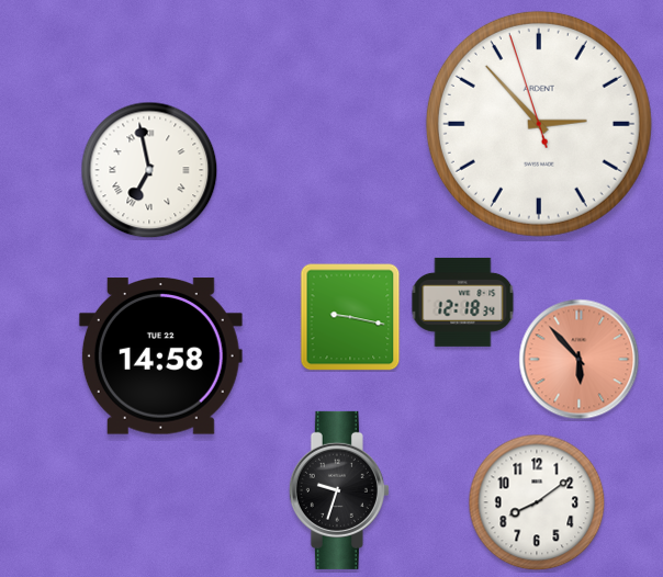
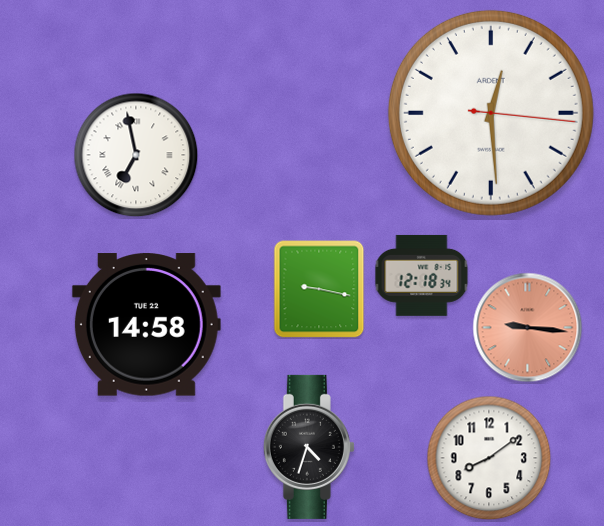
clock at (539, 124): 2:52 -> 12:29
clock at (580, 360): 5:53 -> 9:16
clock at (339, 490): 9:33 -> 4:33
